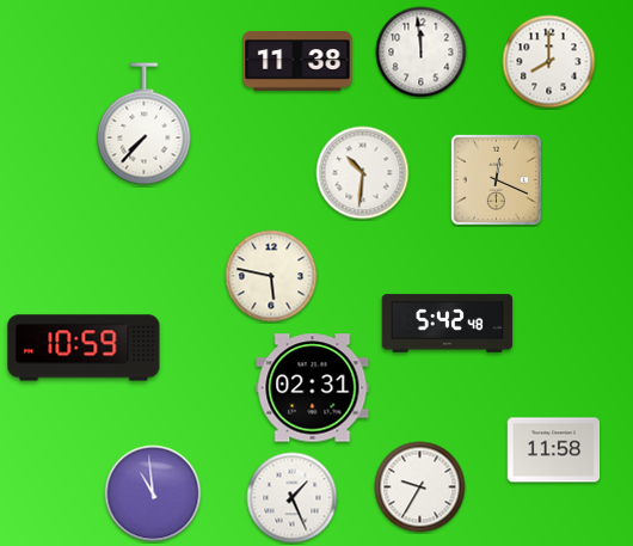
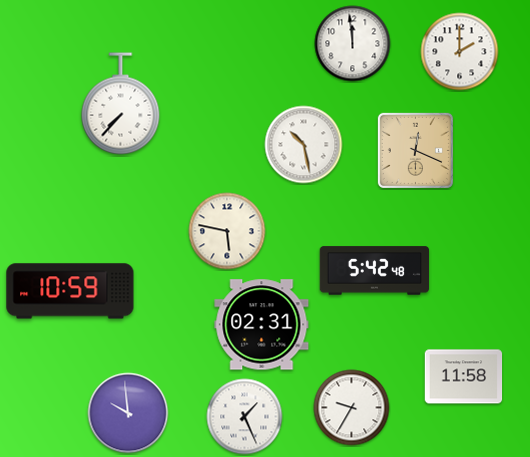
clock at (297, 61): 11:38 -> none
clock at (549, 62): 8:00 -> 2:00
clock at (363, 173): 10:31 -> 10:28
clock at (153, 493): 10:59 -> 9:59
